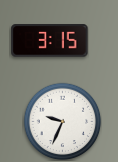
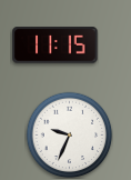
clock at (50, 41): 3:15 -> 11:15
